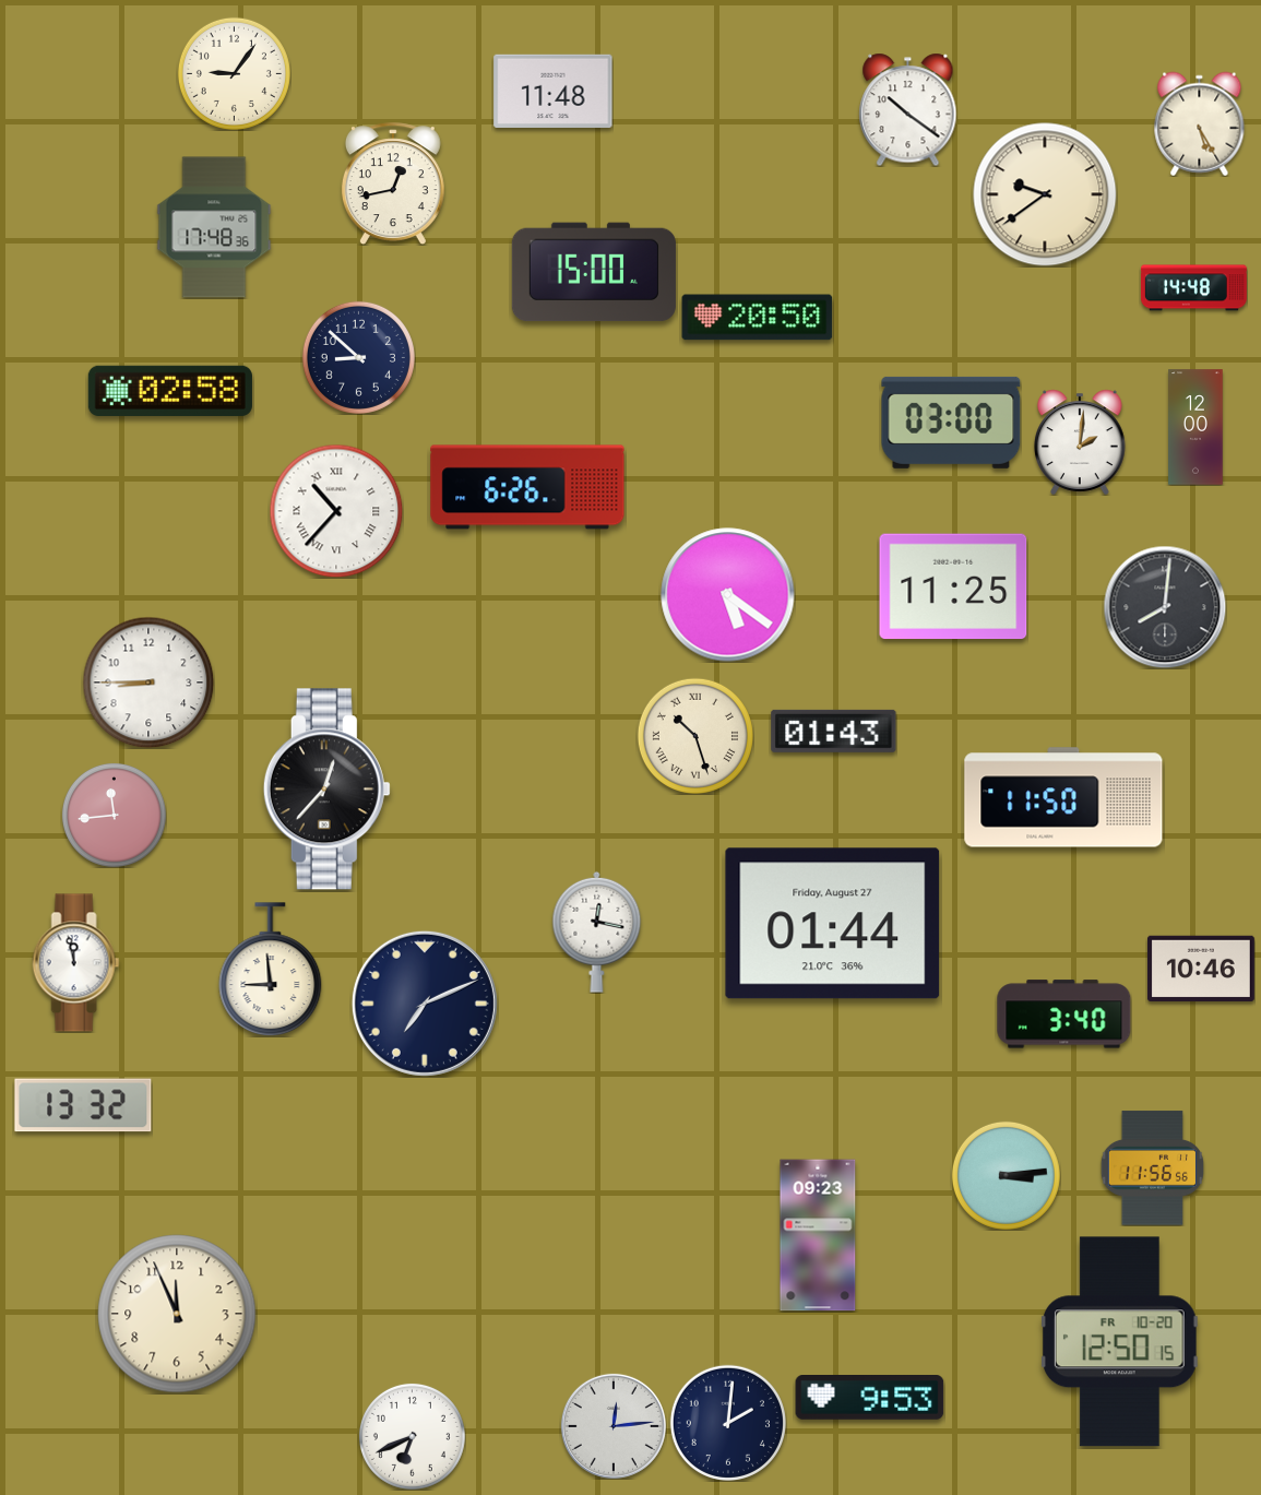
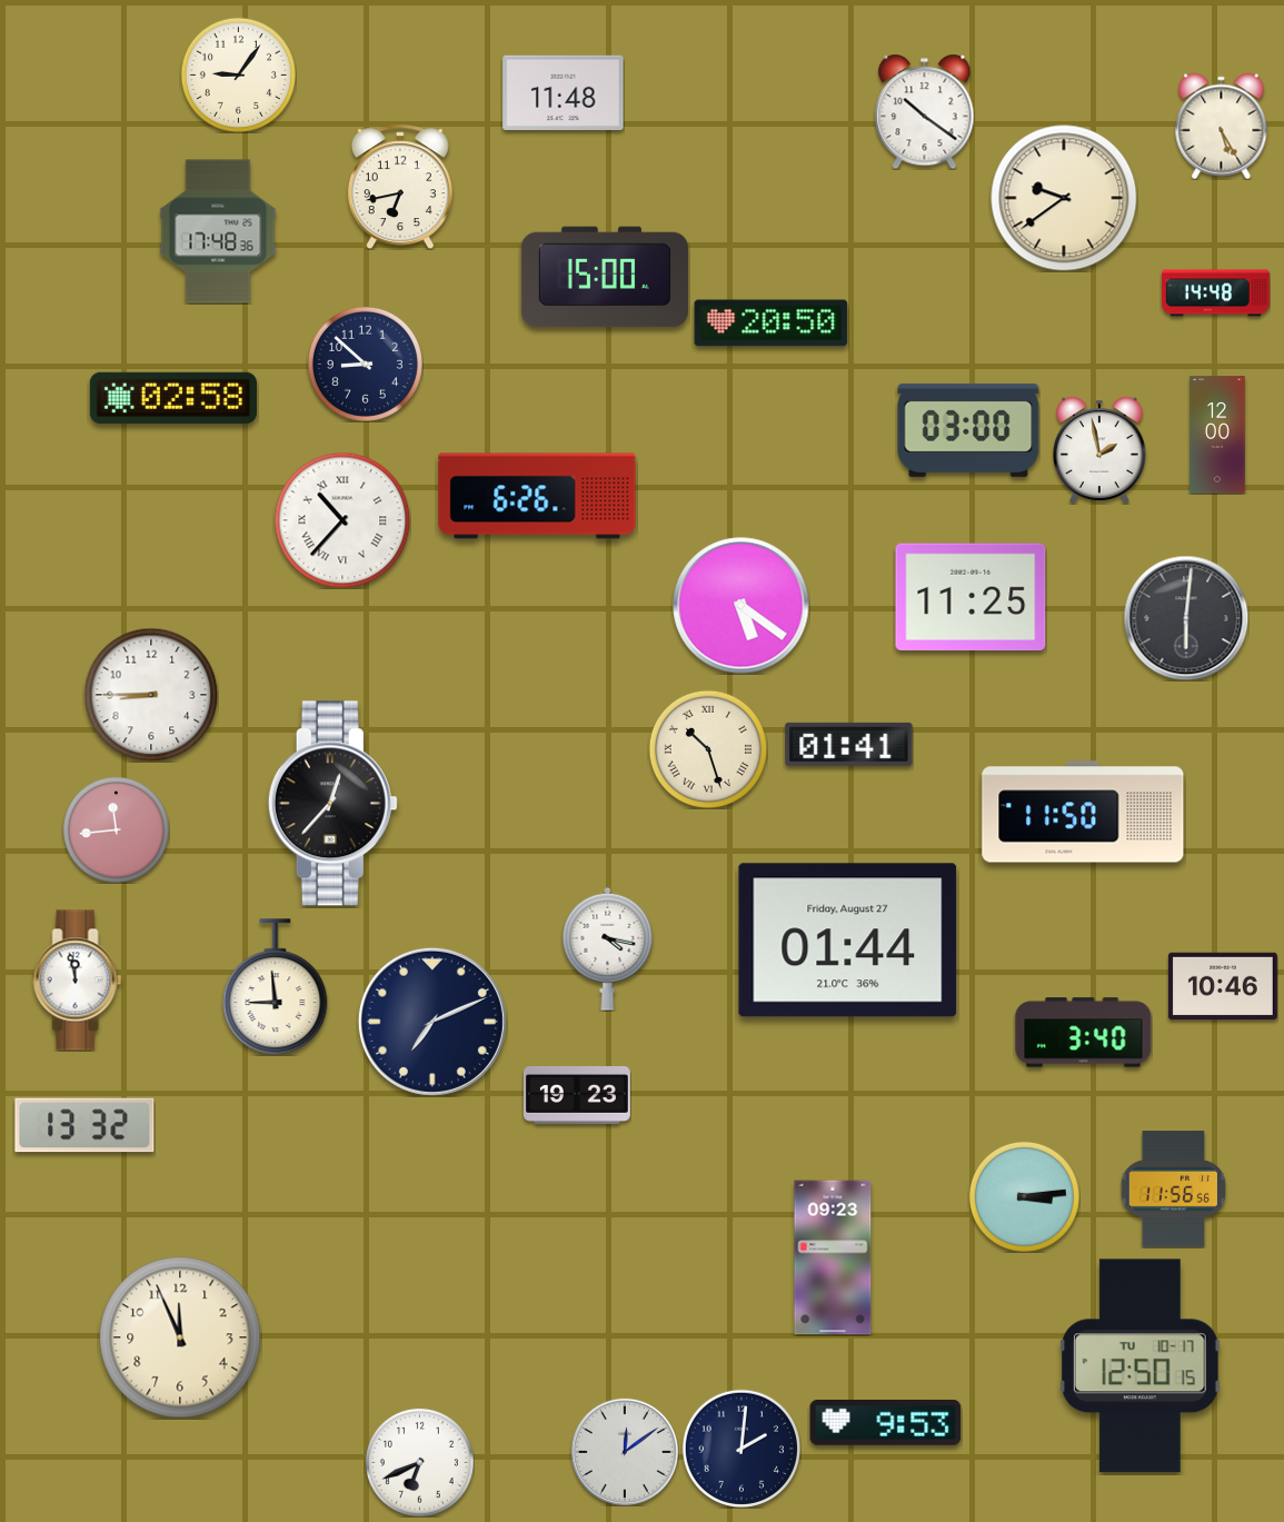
clock at (393, 183): 12:43 -> 6:43
clock at (1080, 442): 2:01 -> 1:58
clock at (1165, 607): 8:01 -> 6:01
clock at (834, 731): 01:43 -> 01:41
clock at (597, 932): 12:17 -> 4:17
clock at (577, 1095): none -> 19:23
clock at (1119, 1342) date: FR 10-20 -> TU 10-17
clock at (614, 1426): 12:14 -> 12:09
